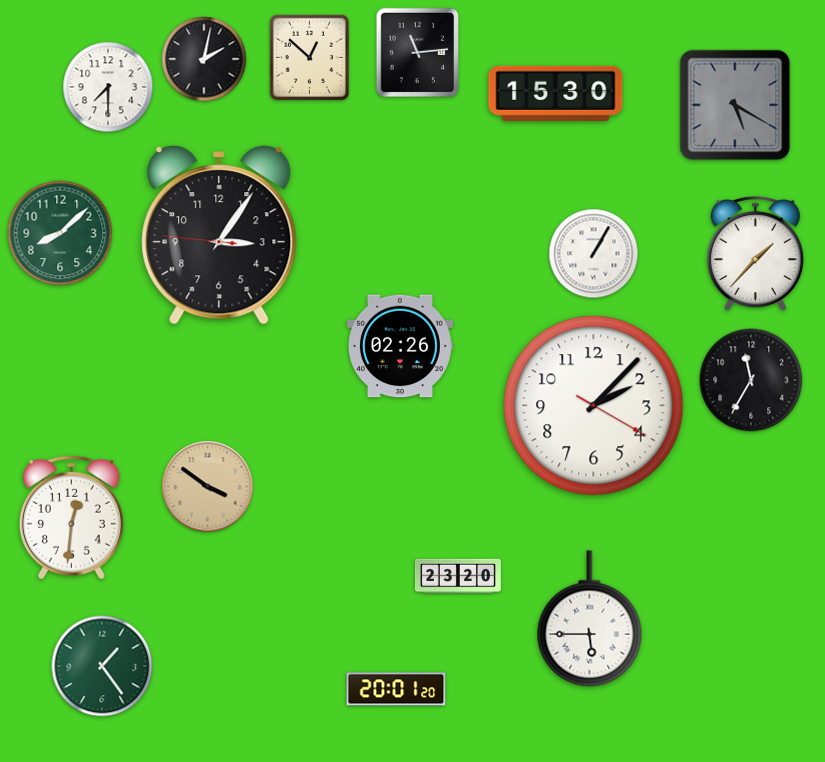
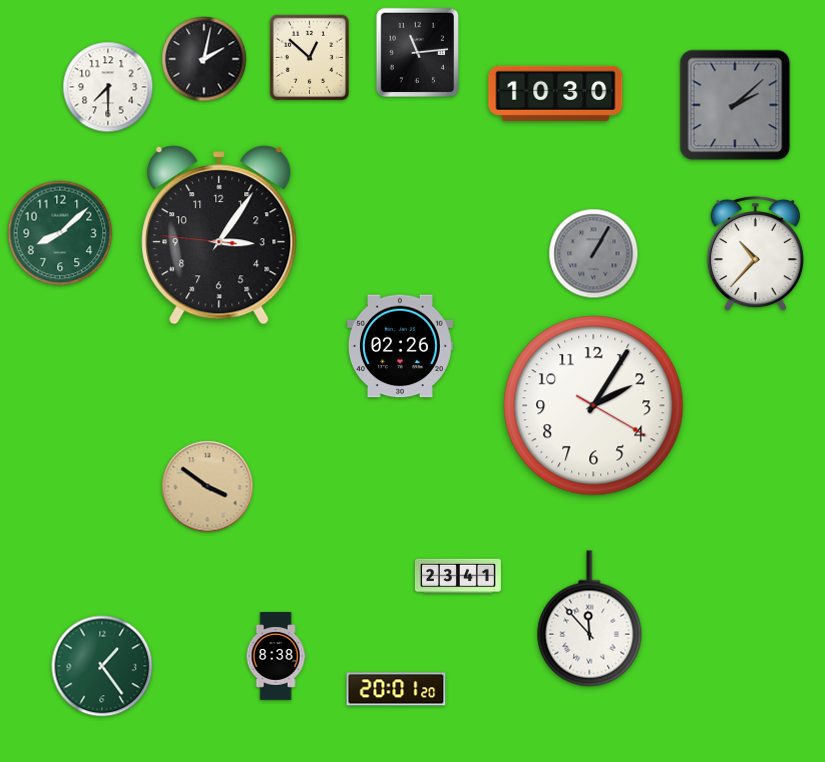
clock at (556, 93): 15:30 -> 10:30
clock at (735, 105): 5:20 -> 2:08
clock at (594, 254) dial: white -> grey
clock at (755, 254): 1:37 -> 10:37
clock at (751, 380): 11:35 -> none
clock at (594, 406): 2:07 -> 2:05
clock at (71, 517): 12:31 -> none
clock at (458, 576): 23:20 -> 23:41
clock at (590, 619): 5:45 -> 11:53
clock at (276, 656): none -> 8:38
